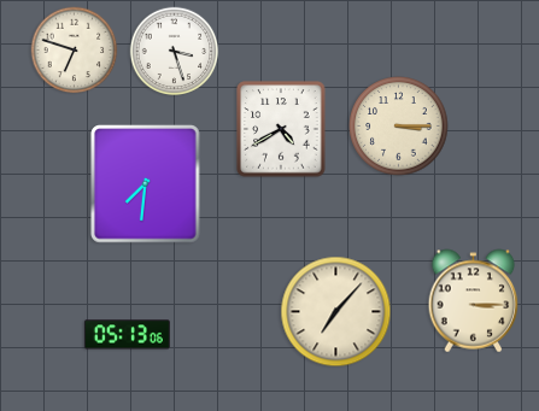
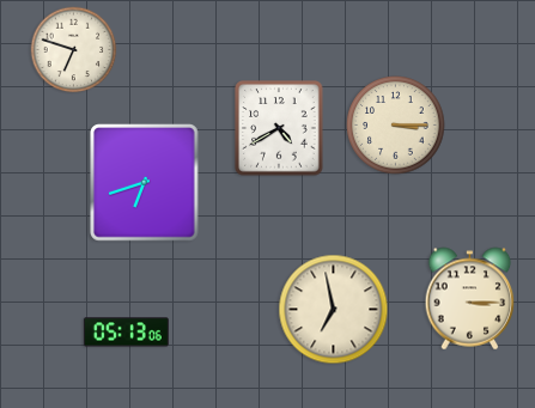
clock at (175, 52): 3:27 -> none
clock at (146, 184): 7:31 -> 6:42
clock at (336, 312): 7:07 -> 6:58
